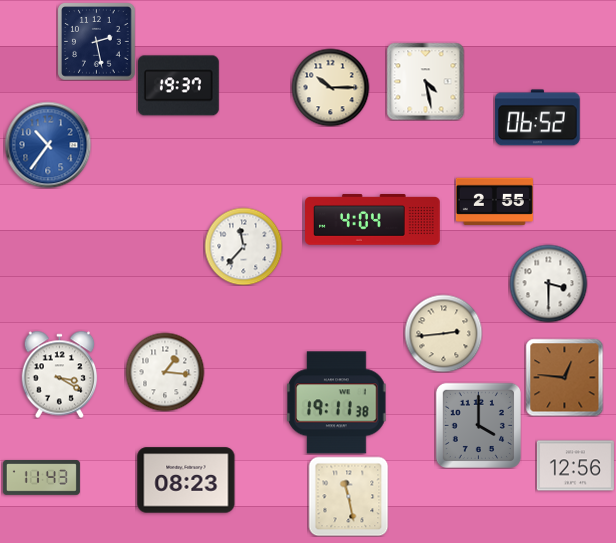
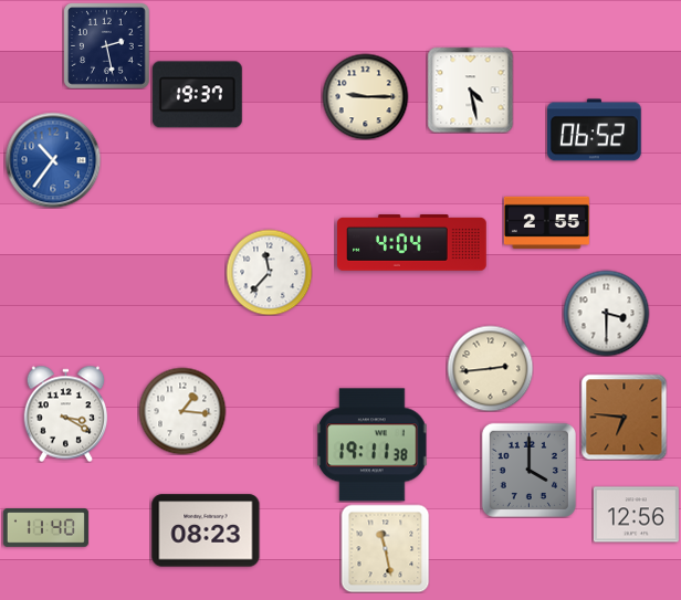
clock at (330, 87): 10:15 -> 9:15
clock at (564, 377): 12:46 -> 6:46
clock at (41, 478): 11:43 -> 11:40
